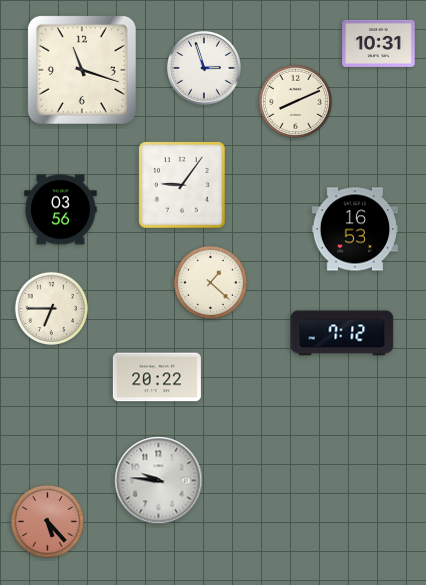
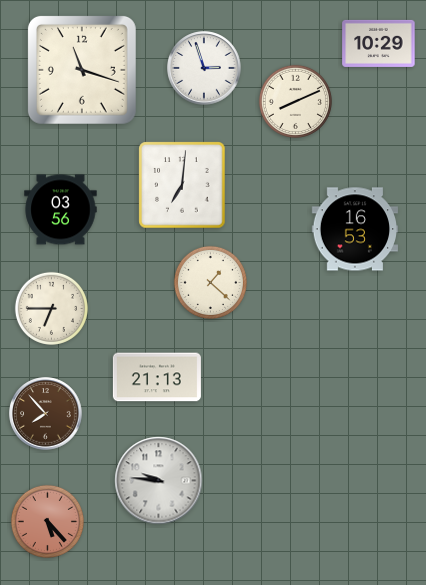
clock at (379, 43): 10:31 -> 10:29
clock at (182, 185): 9:06 -> 7:01
clock at (342, 333): 7:12 -> none
clock at (157, 377): 20:22 -> 21:13
clock at (46, 414): none -> 7:53
